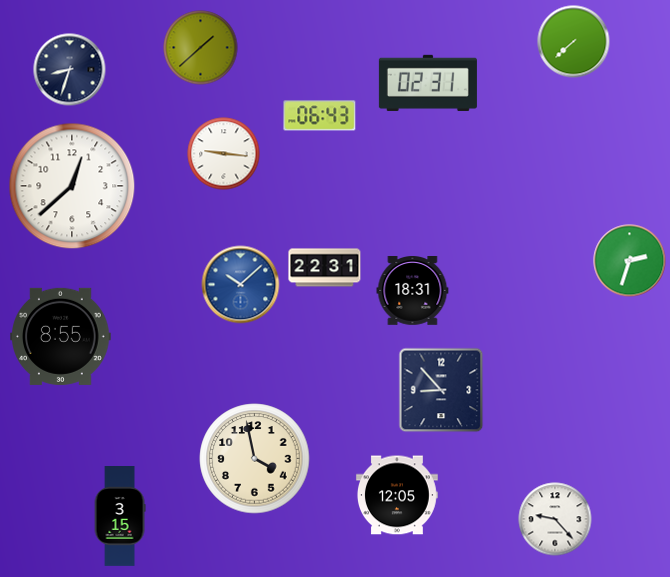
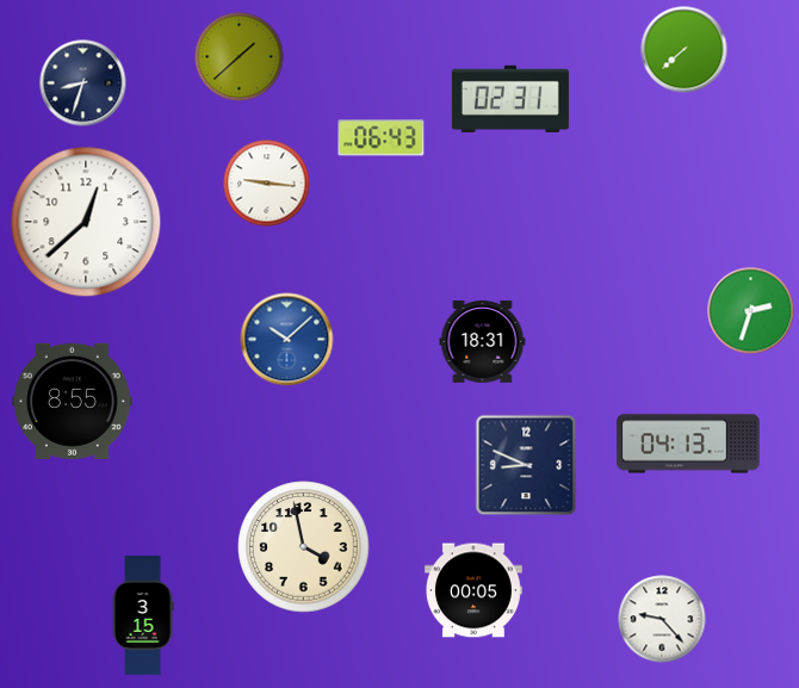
clock at (325, 268): 22:31 -> none
clock at (413, 291) position: (413, 291) -> (483, 342)
clock at (688, 444): none -> 04:13
clock at (441, 390): 8:53 -> 8:49
clock at (397, 495): 12:05 -> 00:05
